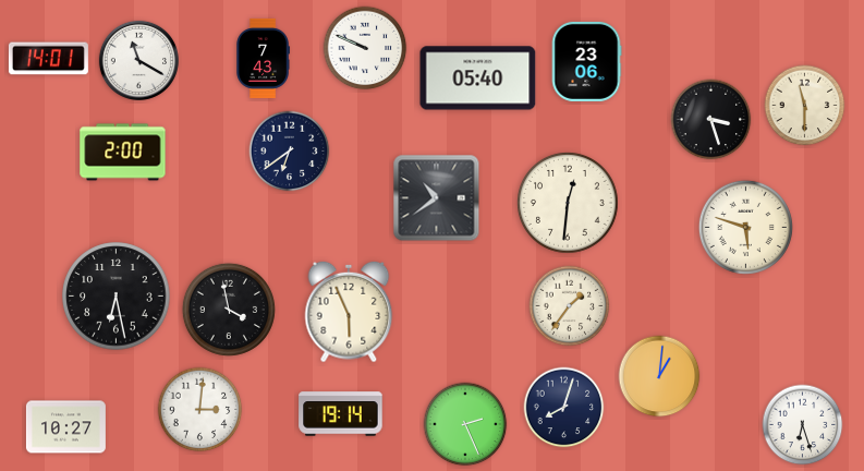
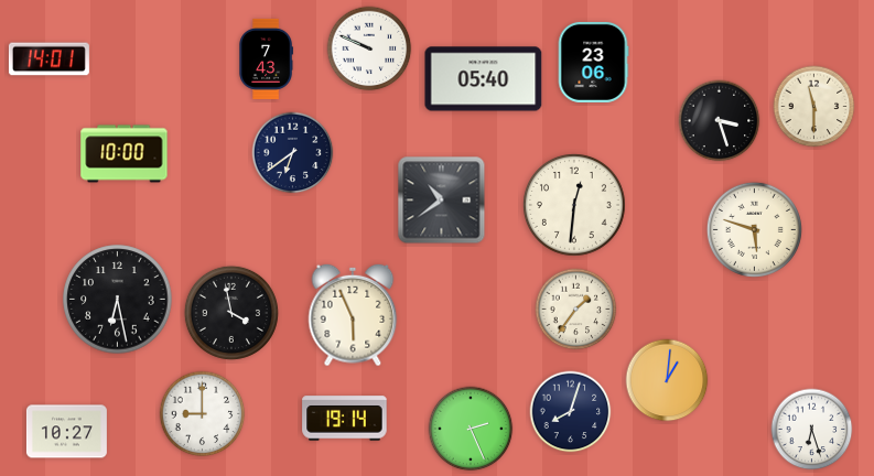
clock at (138, 60): 11:20 -> none
clock at (123, 153): 2:00 -> 10:00
clock at (200, 410): 3:01 -> 9:00
